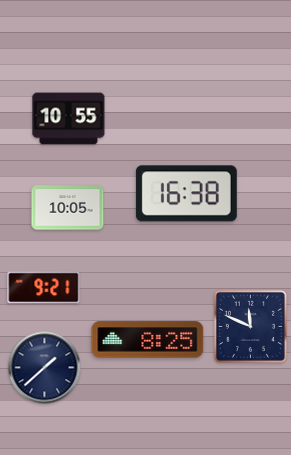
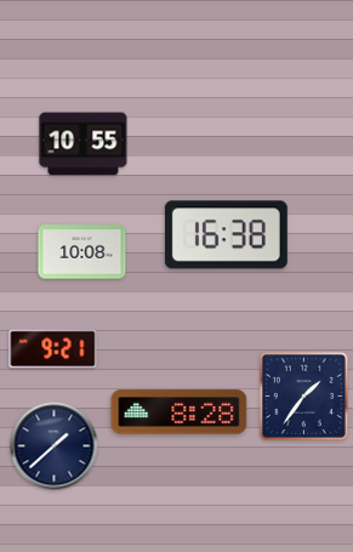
clock at (68, 208): 10:05 -> 10:08
clock at (250, 326): 11:49 -> 1:36
clock at (148, 340): 8:25 -> 8:28
